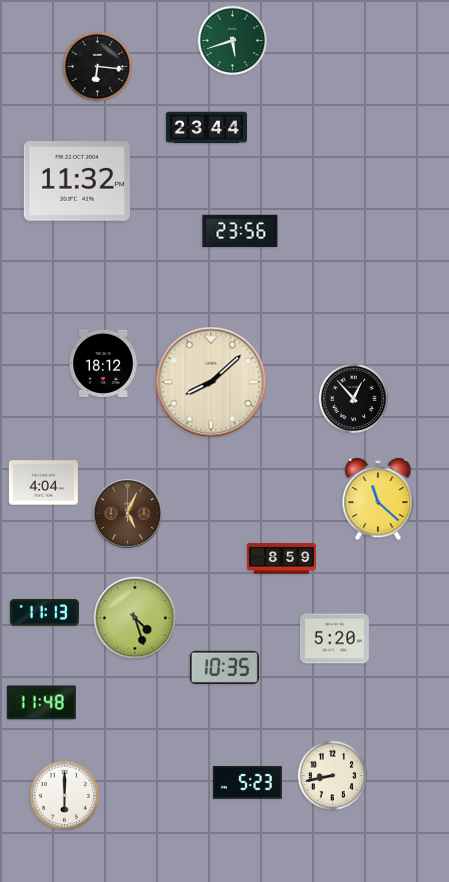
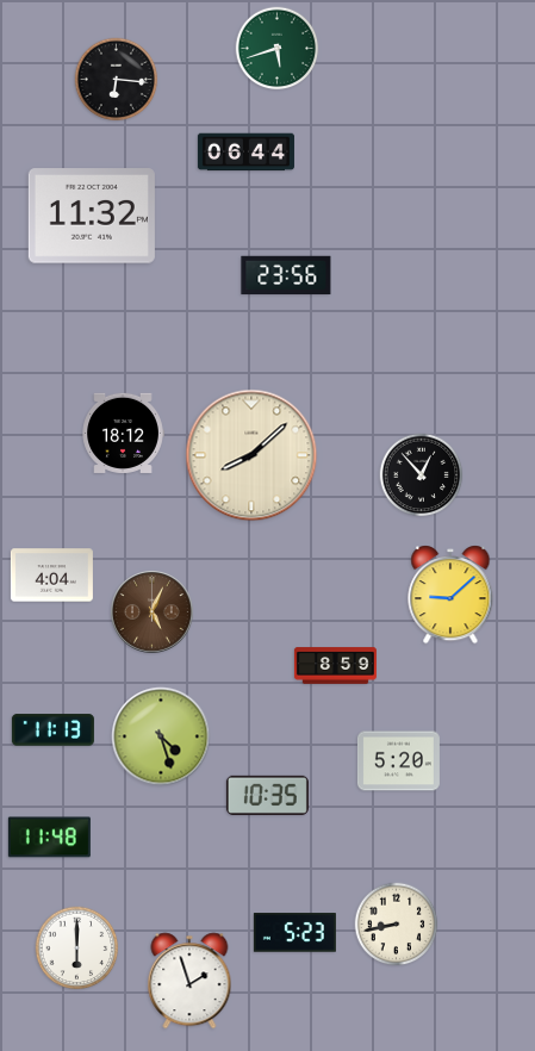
clock at (206, 128): 23:44 -> 06:44
clock at (378, 499): 11:22 -> 9:08
clock at (189, 981): none -> 1:57
